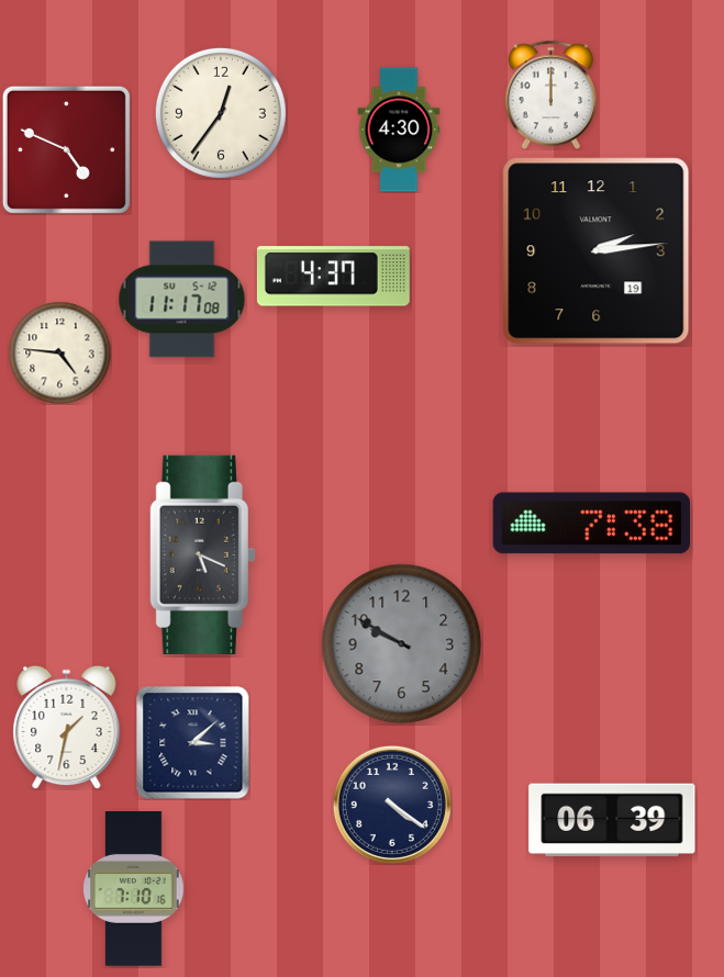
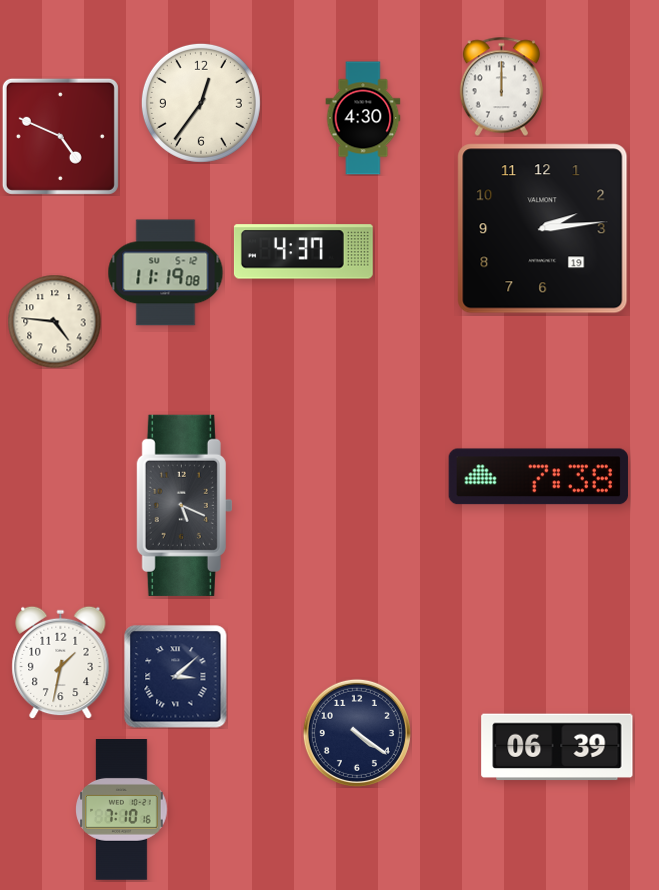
clock at (182, 300): 11:17 -> 11:19
clock at (402, 644): 9:50 -> none
